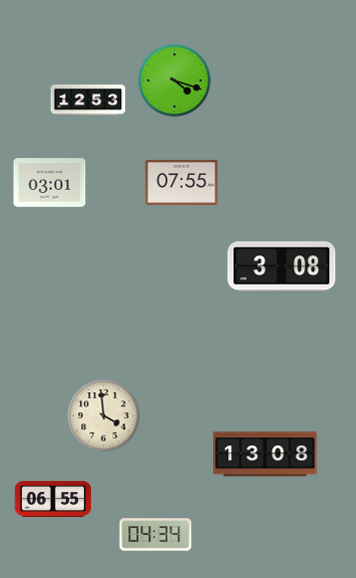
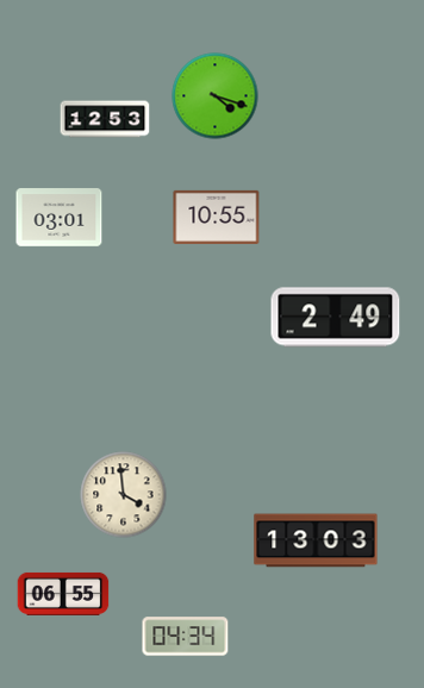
clock at (175, 81) position: (175, 81) -> (216, 96)
clock at (182, 182): 07:55 -> 10:55
clock at (282, 267): 3:08 -> 2:49
clock at (265, 454): 13:08 -> 13:03
